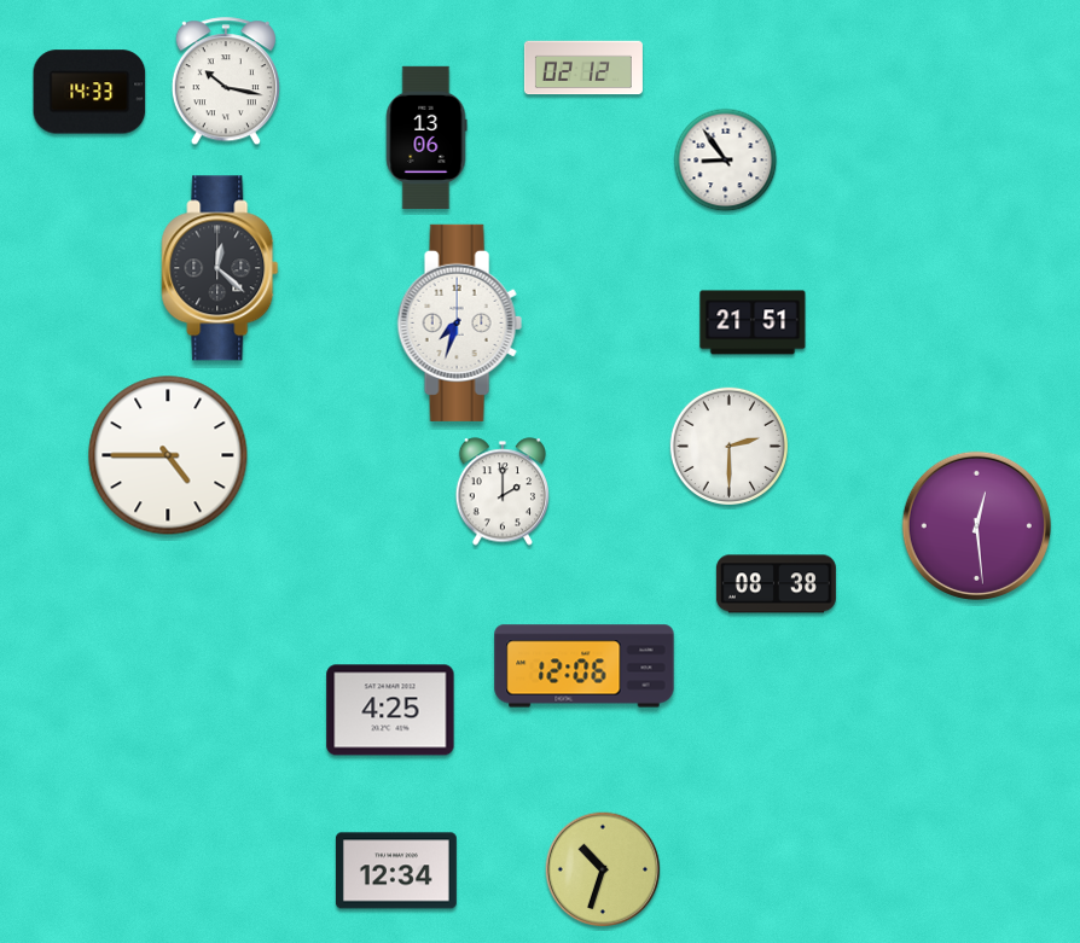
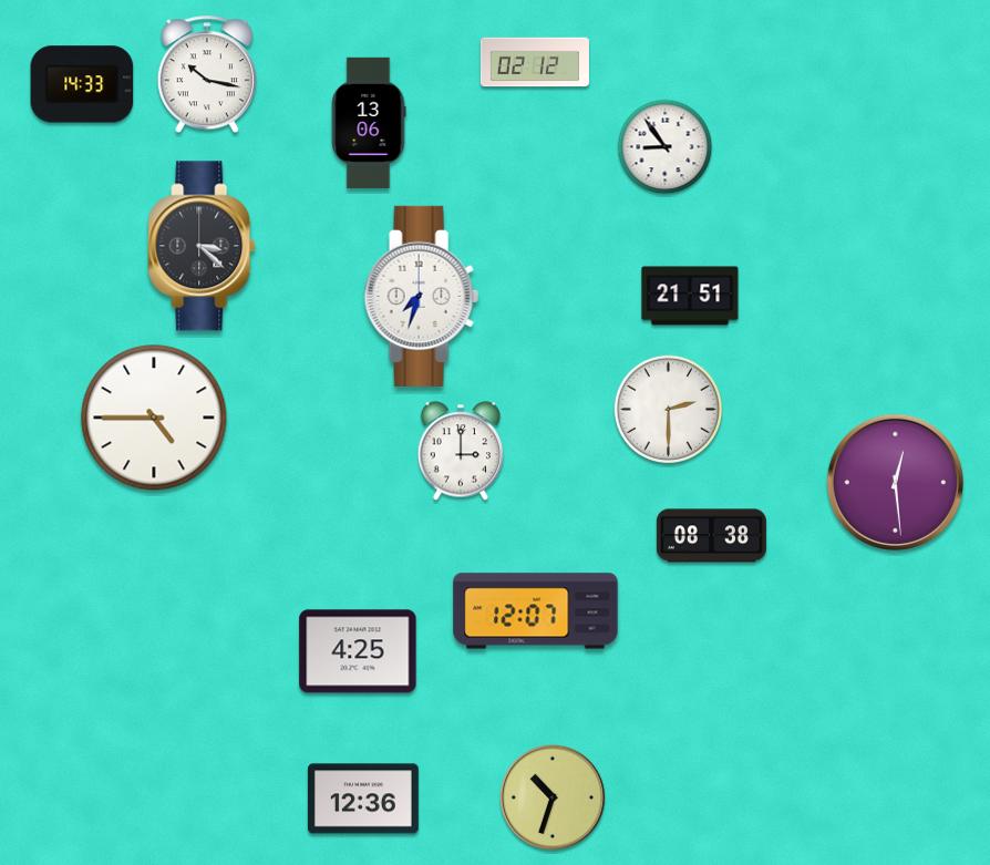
clock at (426, 136) position: (426, 136) -> (369, 122)
clock at (220, 268): 12:22 -> 3:22
clock at (503, 491): 2:00 -> 3:00
clock at (585, 666): 12:06 -> 12:07
clock at (396, 871): 12:34 -> 12:36
